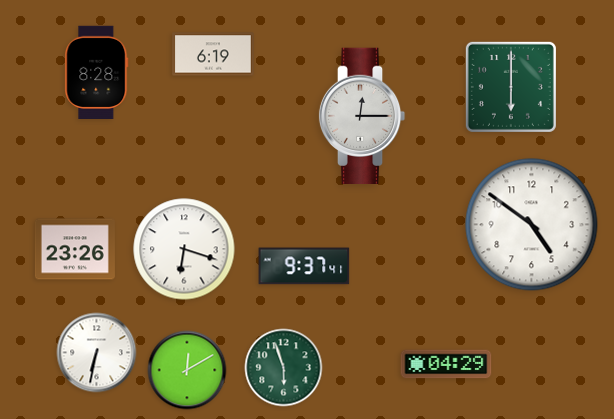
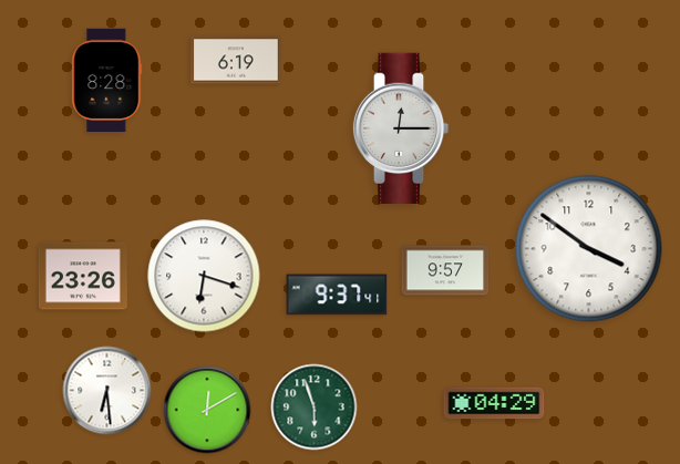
clock at (511, 87): 6:00 -> none
clock at (532, 225): 4:51 -> 3:51
clock at (445, 270): none -> 9:57
clock at (97, 353): 6:32 -> 6:29
